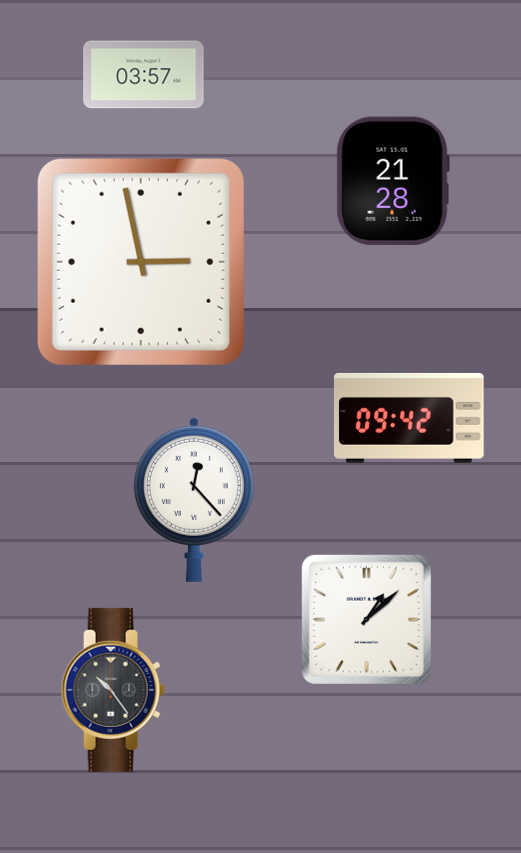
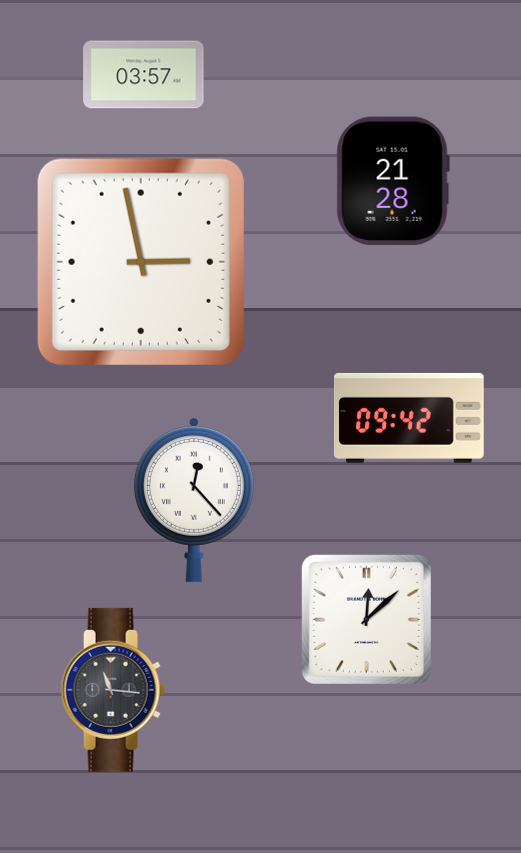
clock at (366, 619): 1:08 -> 12:08
clock at (113, 690): 10:24 -> 11:16
